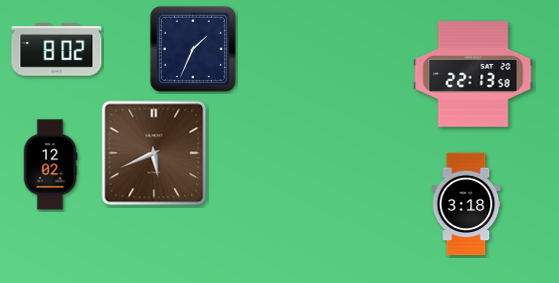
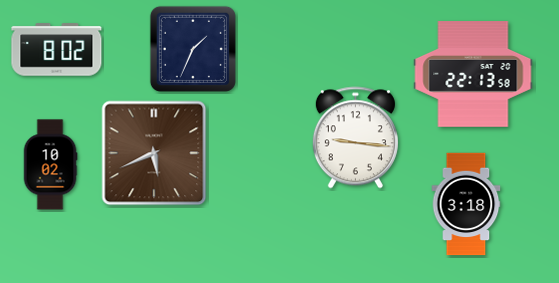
clock at (355, 138): none -> 9:16
clock at (50, 165): 12:02 -> 10:02
